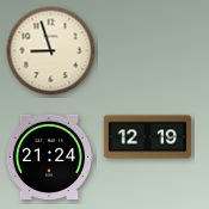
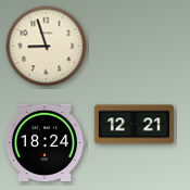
clock at (148, 137): 12:19 -> 12:21
clock at (48, 156): 21:24 -> 18:24
